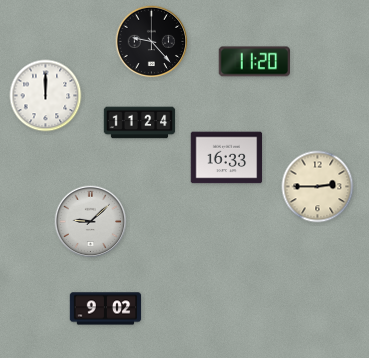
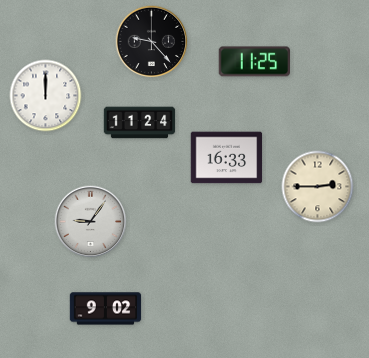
clock at (254, 62): 11:20 -> 11:25
clock at (91, 222): 9:08 -> 9:06
